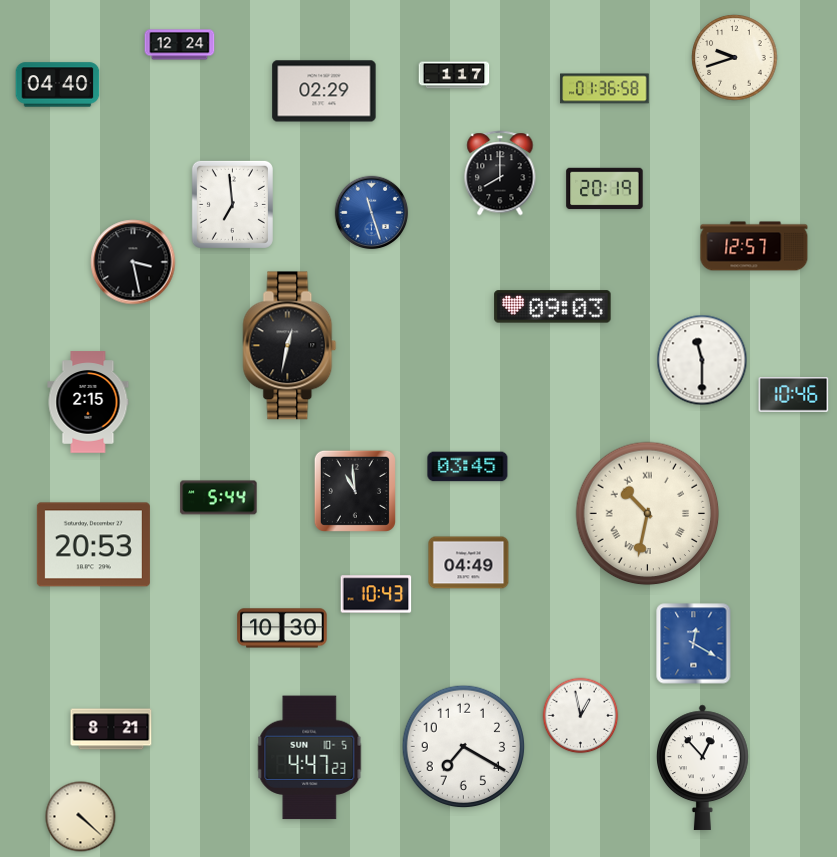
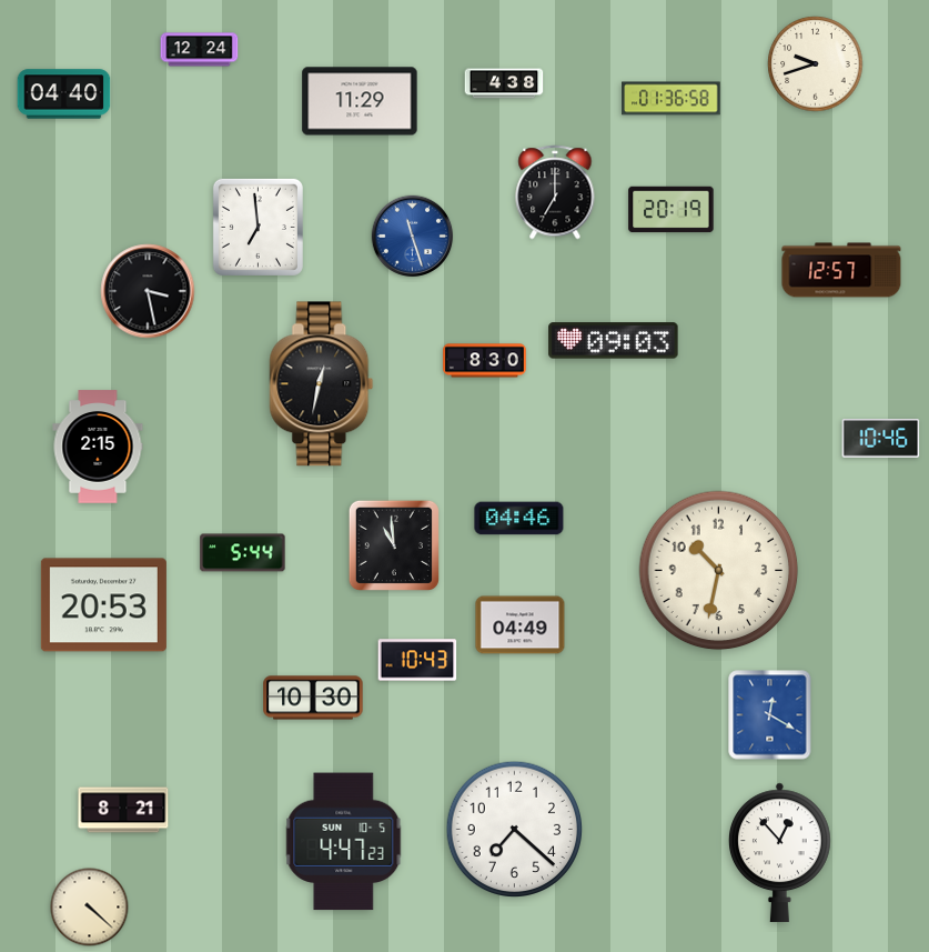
clock at (454, 75): 1:17 -> 4:38
clock at (324, 91): 02:29 -> 11:29
clock at (500, 173): 8:00 -> 7:00
clock at (754, 246) position: (754, 246) -> (841, 270)
clock at (485, 361): none -> 8:30
clock at (702, 360): 11:30 -> none
clock at (468, 467): 03:45 -> 04:46
clock at (648, 514) numerals: Roman -> Arabic
clock at (581, 716): 12:58 -> none
clock at (464, 747): 7:20 -> 7:22
